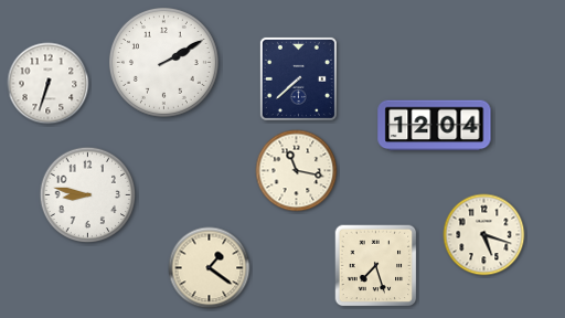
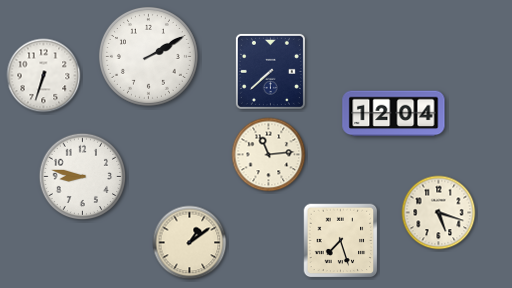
clock at (297, 171): 11:17 -> 11:14
clock at (88, 195) position: (88, 195) -> (83, 177)
clock at (210, 268): 1:21 -> 1:09
